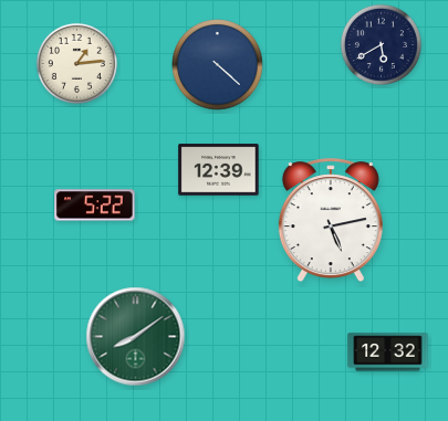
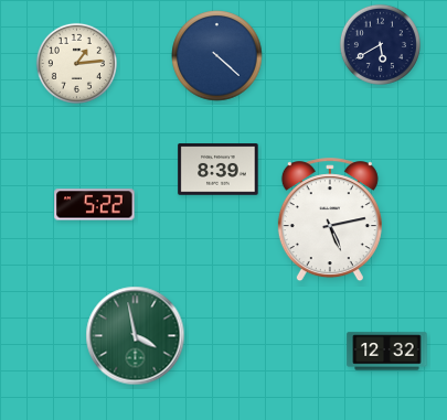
clock at (218, 65) position: (218, 65) -> (217, 56)
clock at (219, 170): 12:39 -> 8:39
clock at (136, 337): 8:09 -> 3:58
